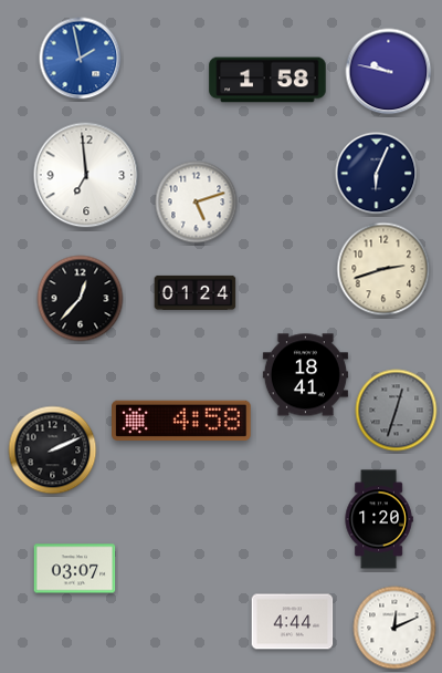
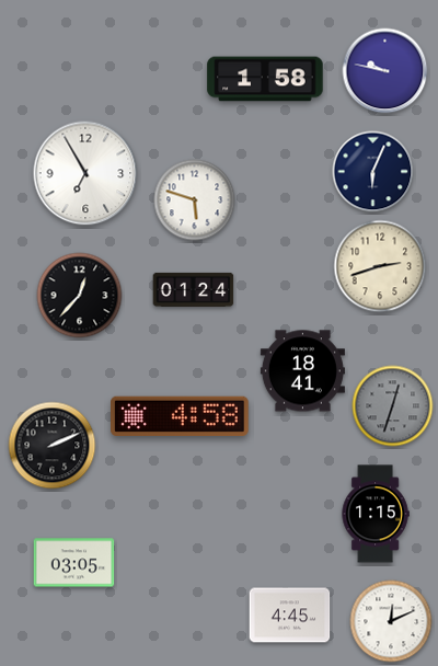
clock at (81, 59): 1:58 -> none
clock at (86, 175): 6:59 -> 6:55
clock at (197, 203): 5:12 -> 5:48
clock at (379, 519): 1:20 -> 1:15
clock at (75, 569): 03:07 -> 03:05
clock at (293, 622): 4:44 -> 4:45
